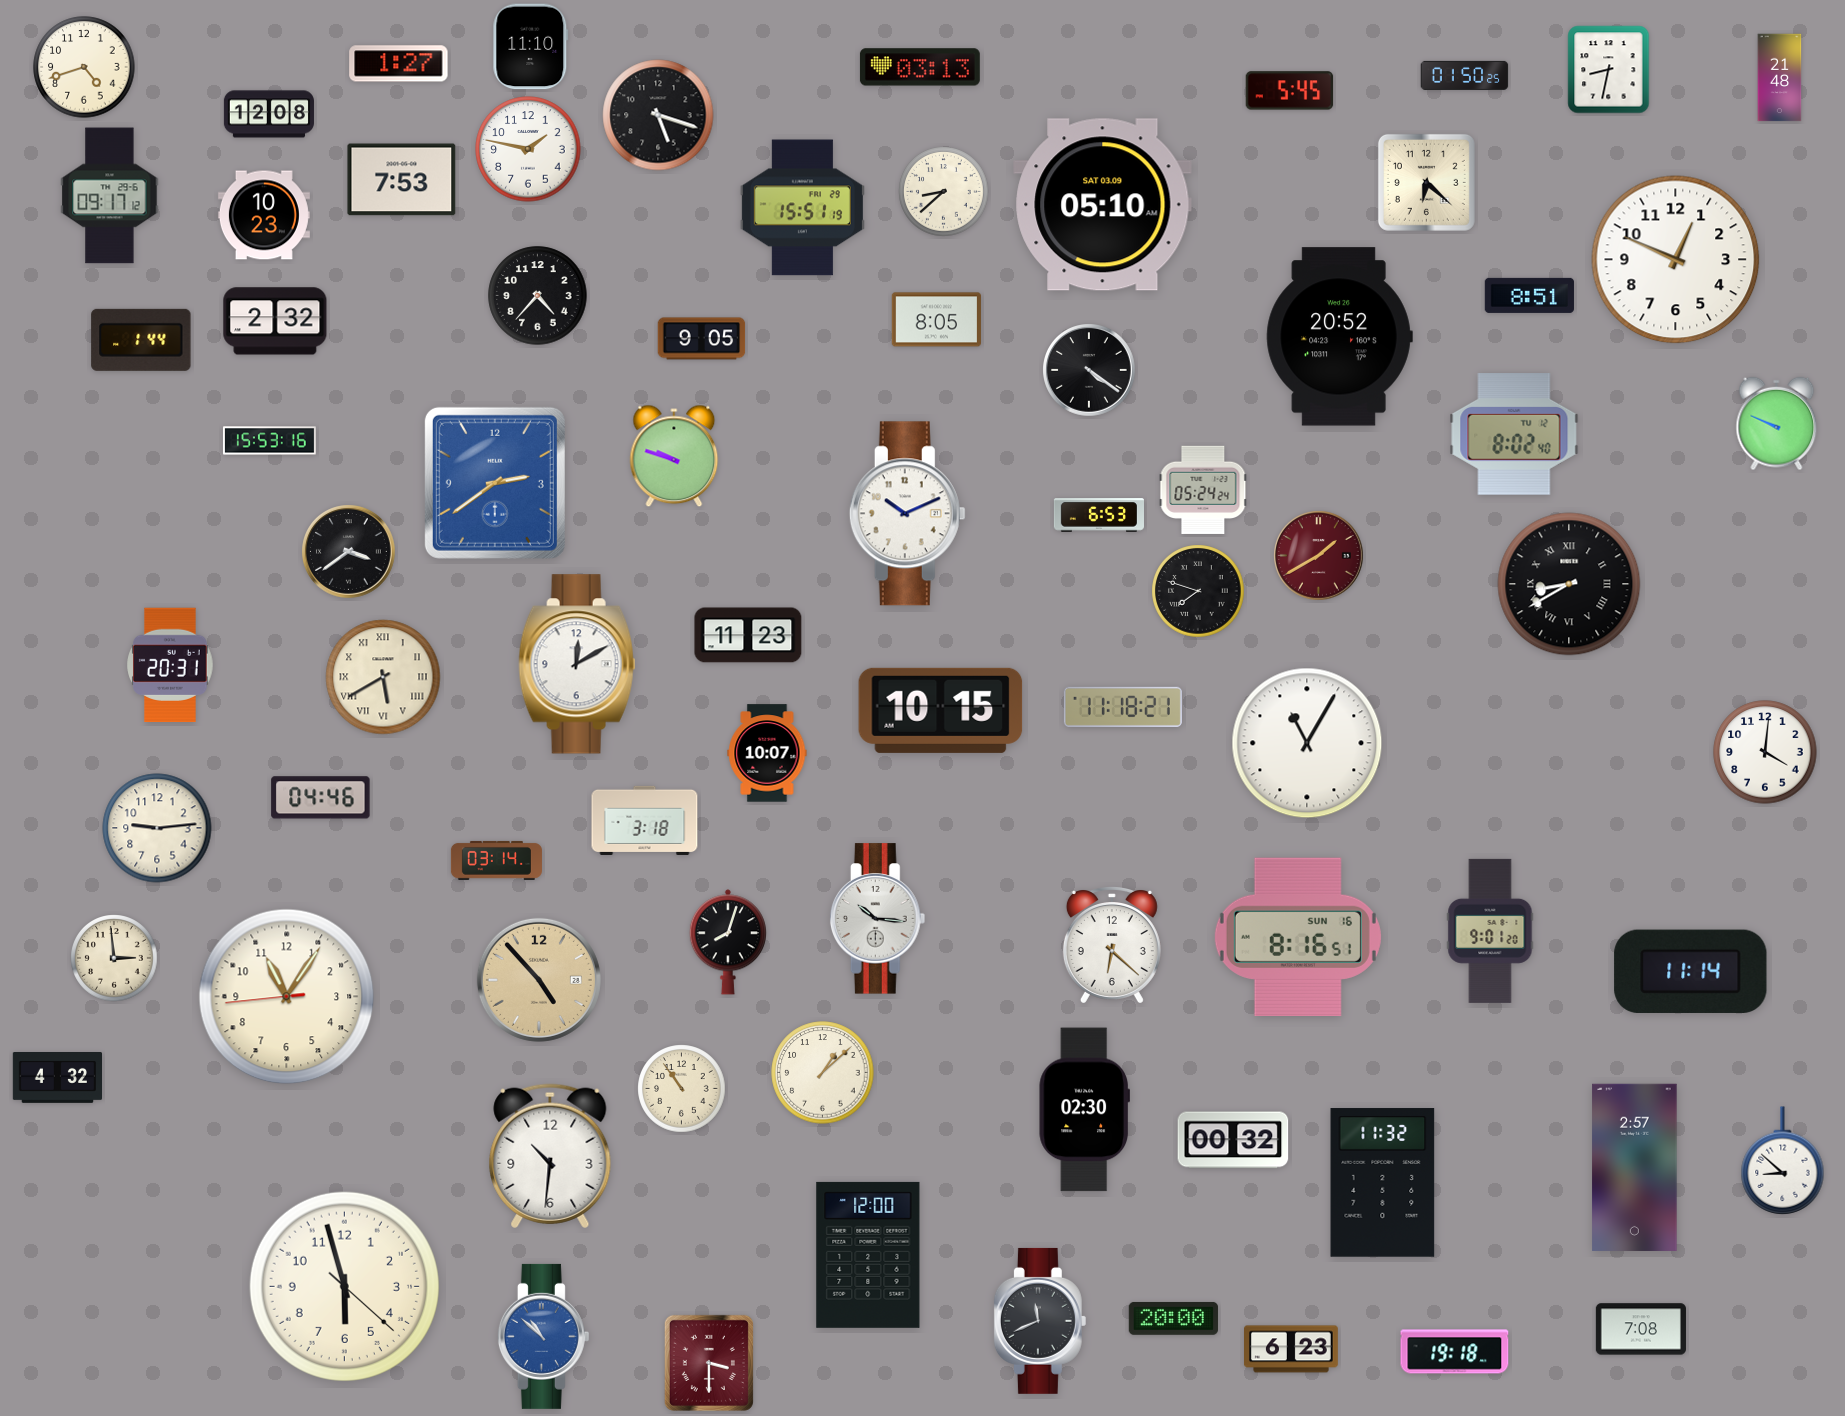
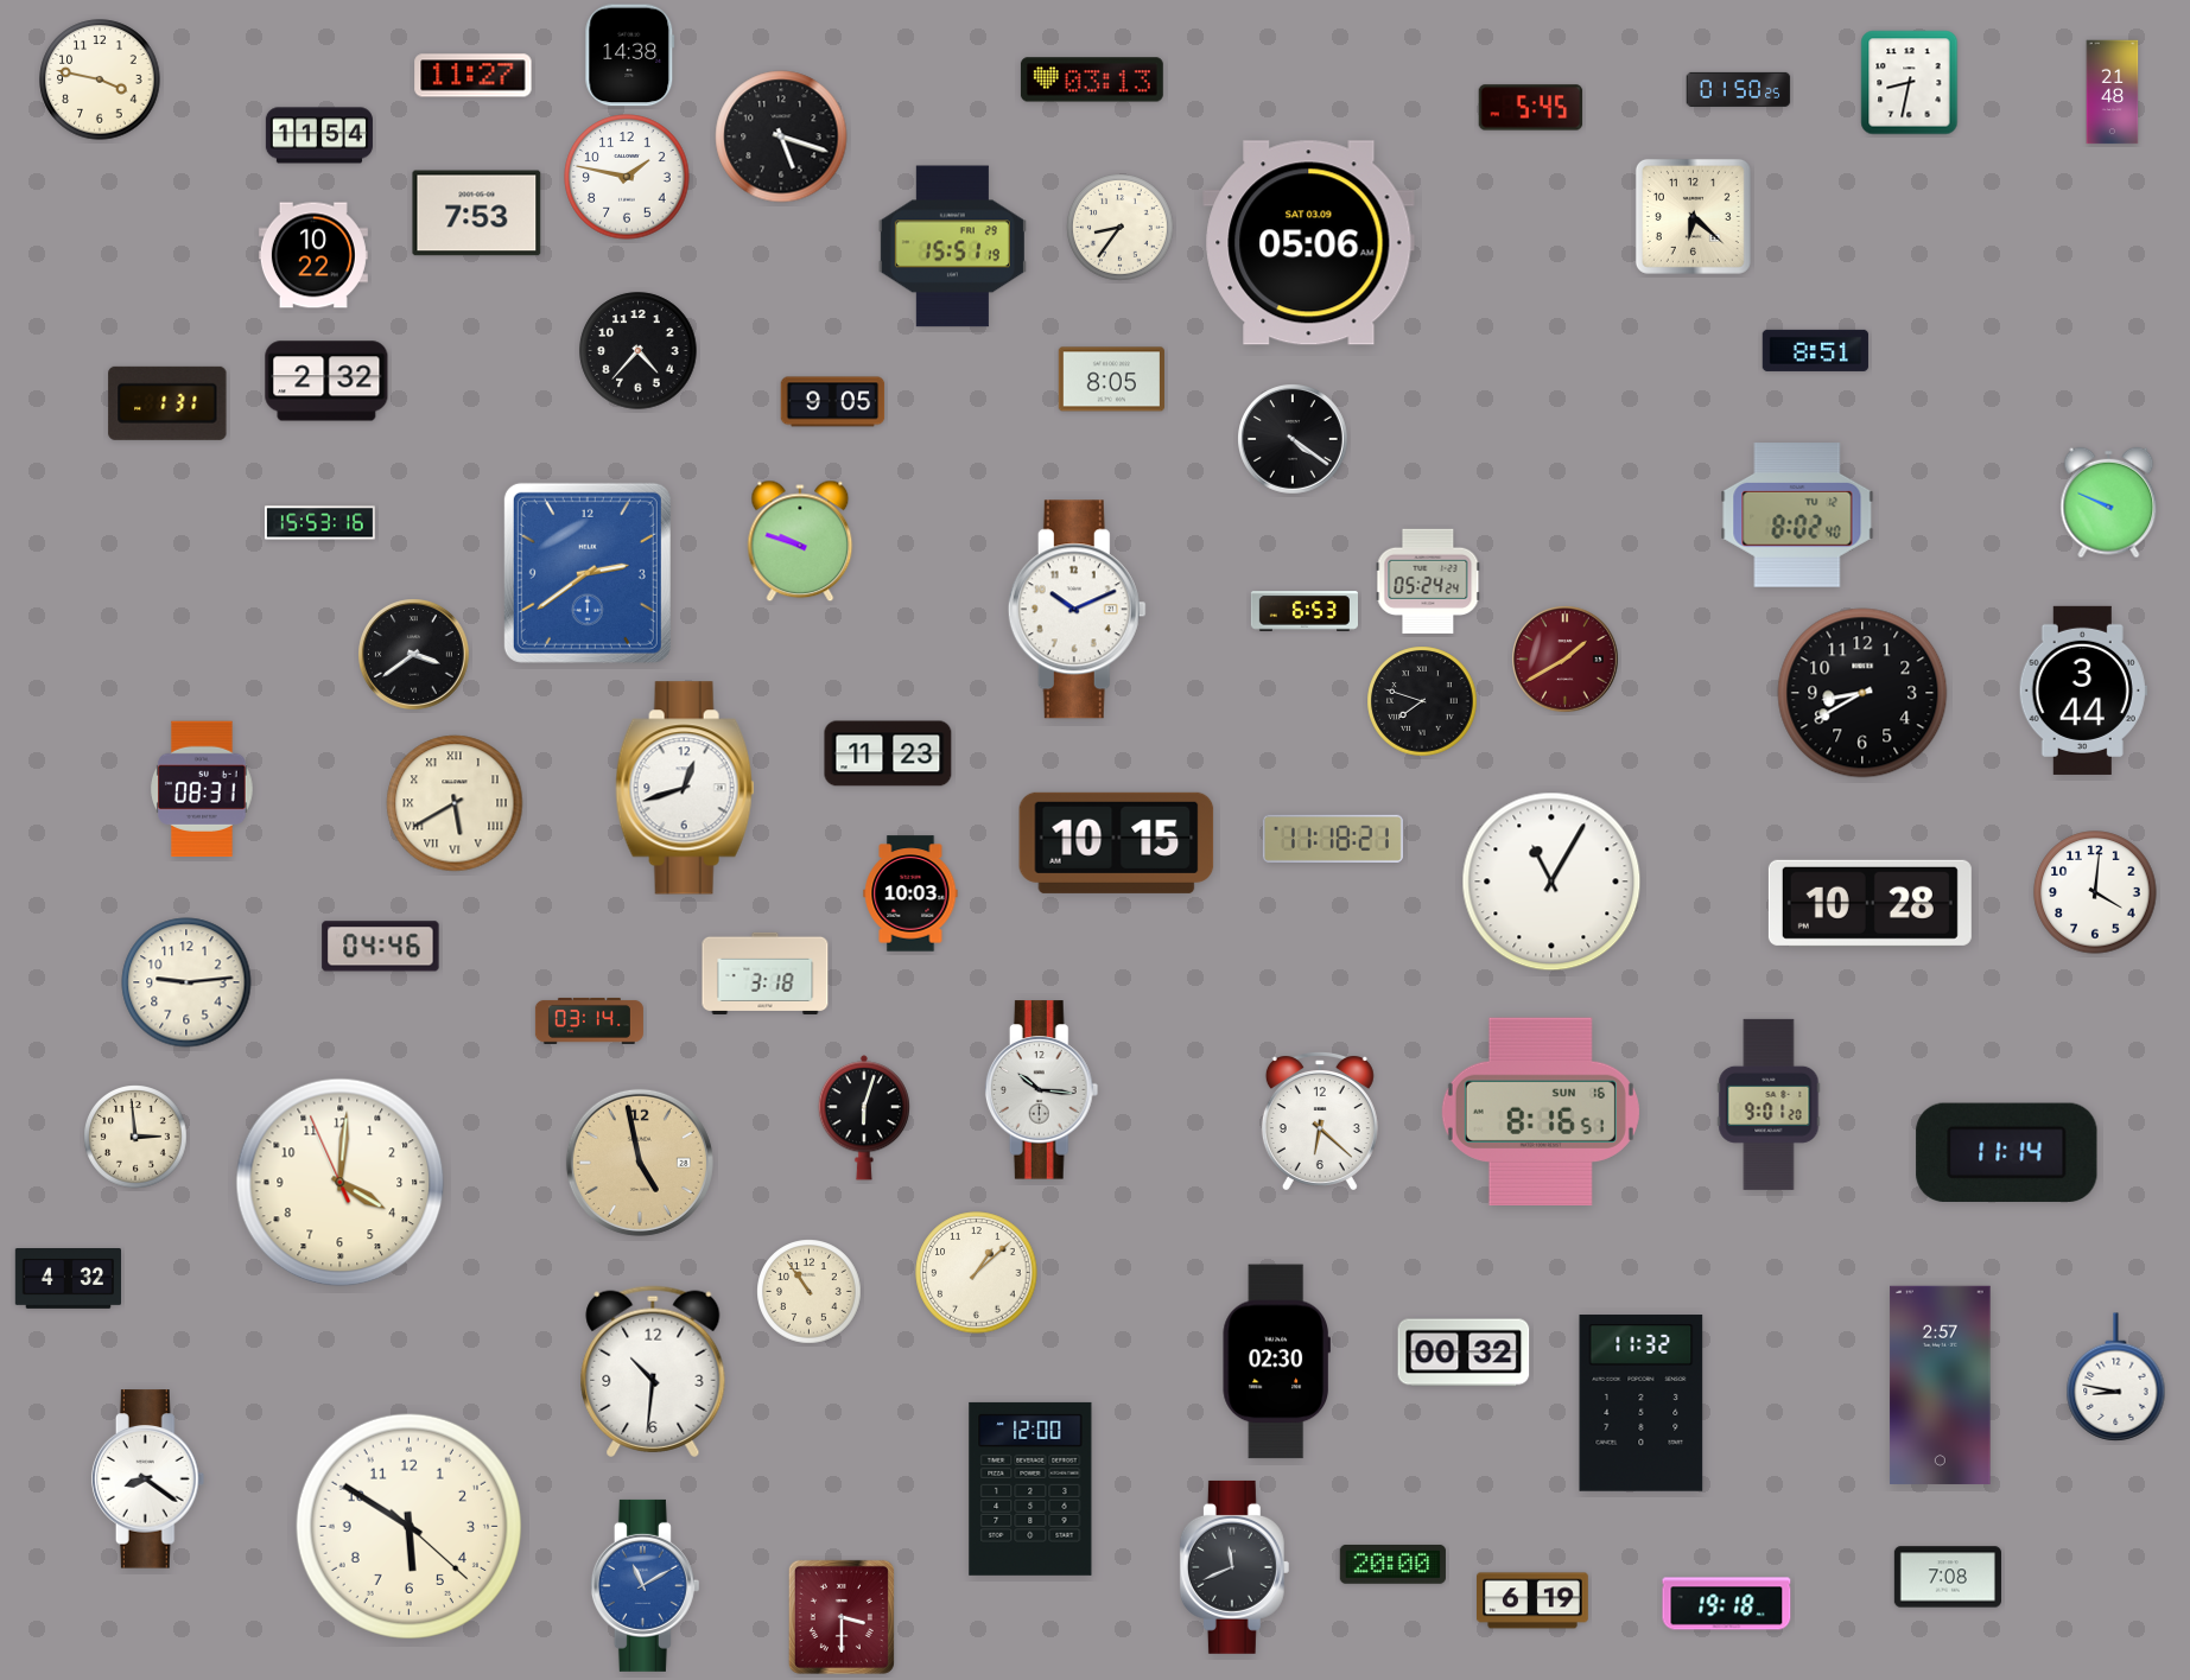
clock at (531, 47): 11:10 -> 14:38
clock at (399, 64): 1:27 -> 11:27
clock at (84, 67): 4:42 -> 3:47
clock at (269, 114): 12:08 -> 11:54
clock at (944, 192): 8:38 -> 8:36
clock at (110, 196): 09:17 -> none
clock at (1103, 205): 05:10 -> 05:06
clock at (264, 215): 10:23 -> 10:22
clock at (1676, 260): 12:49 -> none
clock at (1339, 337): 20:52 -> none
clock at (141, 340): 1:44 -> 1:31
clock at (2083, 691): none -> 3:44
clock at (1569, 584) numerals: Roman -> Arabic
clock at (170, 664): 20:31 -> 08:31
clock at (577, 664): 12:10 -> 12:42
clock at (767, 753): 10:07 -> 10:03
clock at (1870, 903): none -> 10:28
clock at (728, 942): 8:03 -> 6:03
clock at (539, 980): 4:53 -> 4:58
clock at (287, 997): 11:05 -> 4:00
clock at (1084, 1110) position: (1084, 1110) -> (1276, 1362)
clock at (1783, 1161): 8:52 -> 8:47
clock at (148, 1479): none -> 8:21
clock at (344, 1286): 5:57 -> 5:50
clock at (543, 1336): 10:52 -> 11:10
clock at (1292, 1349): 6:23 -> 6:19
